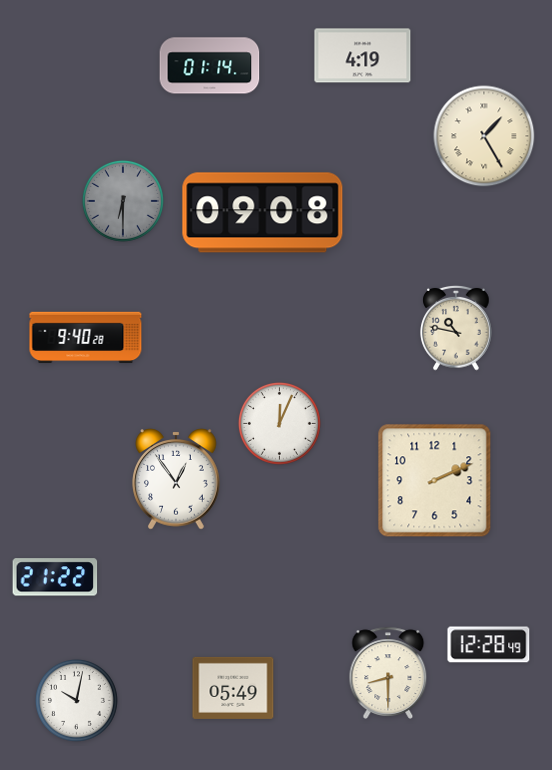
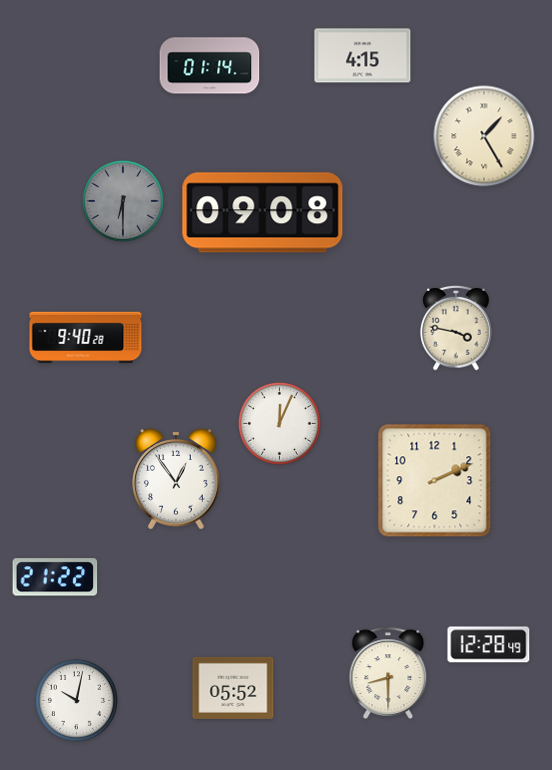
clock at (363, 56): 4:19 -> 4:15
clock at (456, 328): 10:47 -> 3:47
clock at (233, 688): 05:49 -> 05:52
